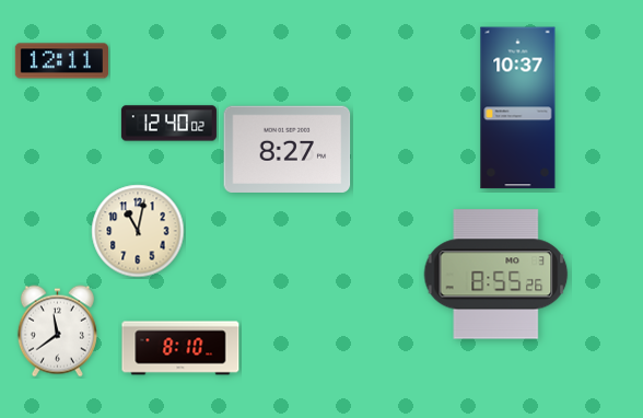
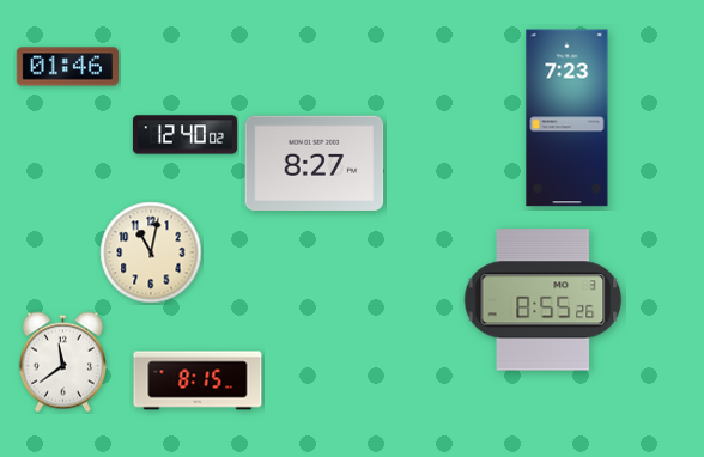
clock at (61, 61): 12:11 -> 01:46
clock at (518, 108): 10:37 -> 7:23
clock at (180, 348): 8:10 -> 8:15
